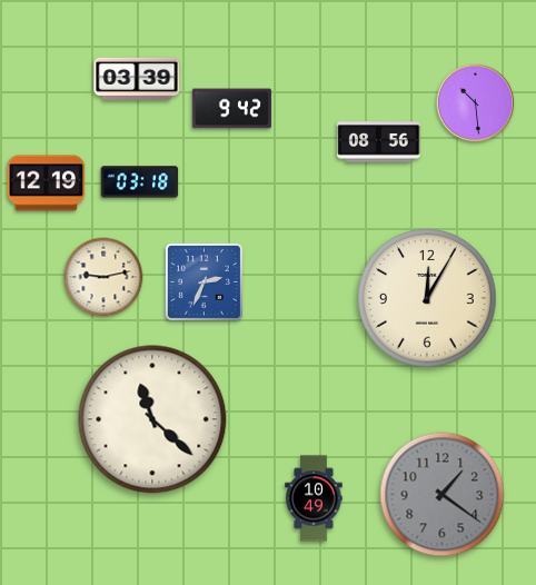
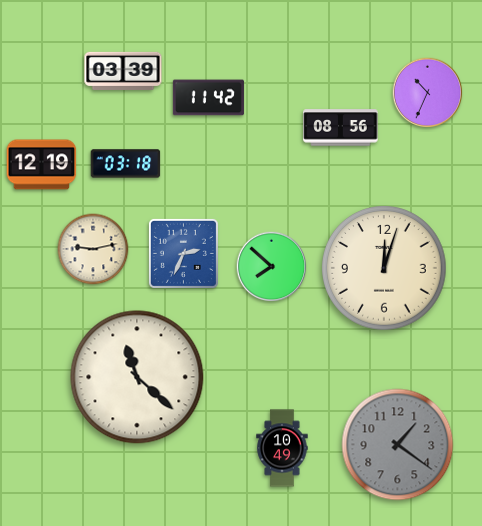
clock at (476, 103): 10:29 -> 10:34
clock at (231, 109): 9:42 -> 11:42
clock at (272, 267): none -> 7:52
clock at (428, 299): 12:05 -> 12:03
